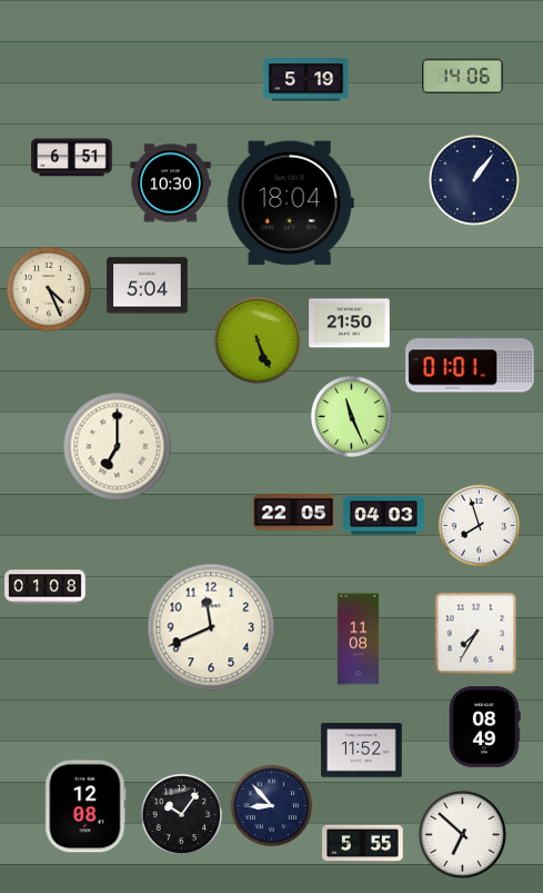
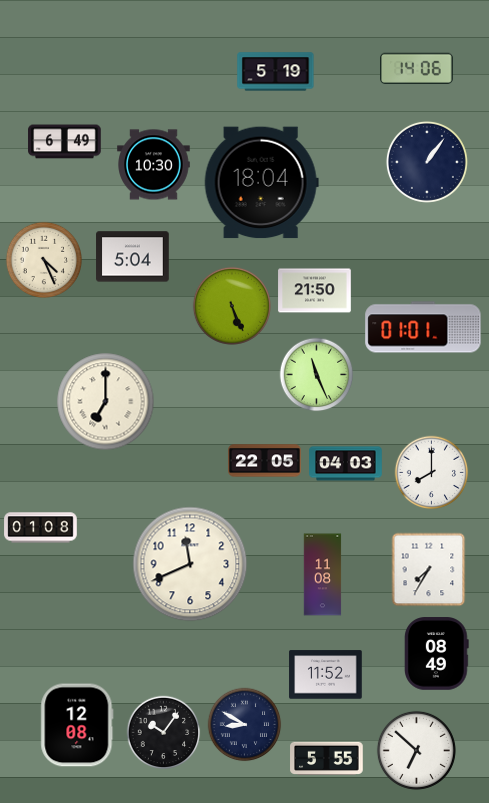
clock at (72, 158): 6:51 -> 6:49
clock at (480, 526): 7:57 -> 8:00
clock at (272, 806): 8:53 -> 8:50
